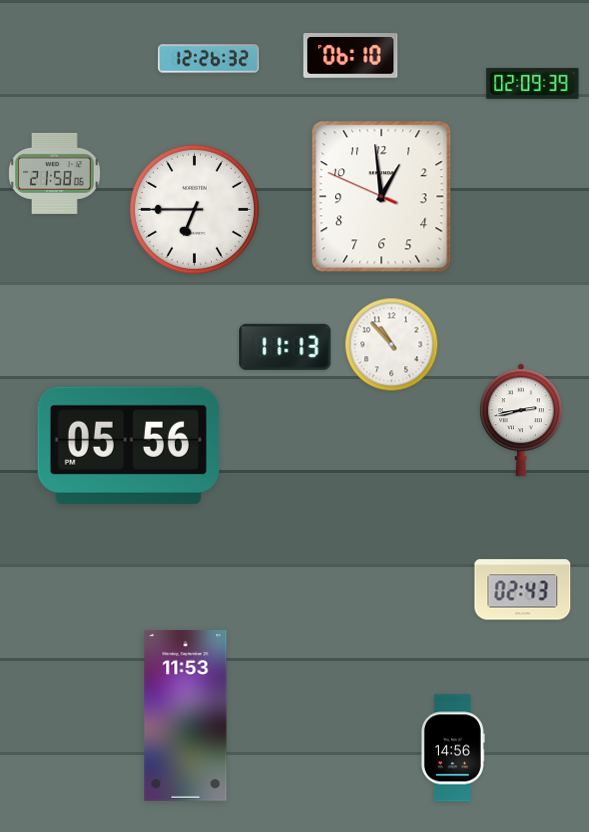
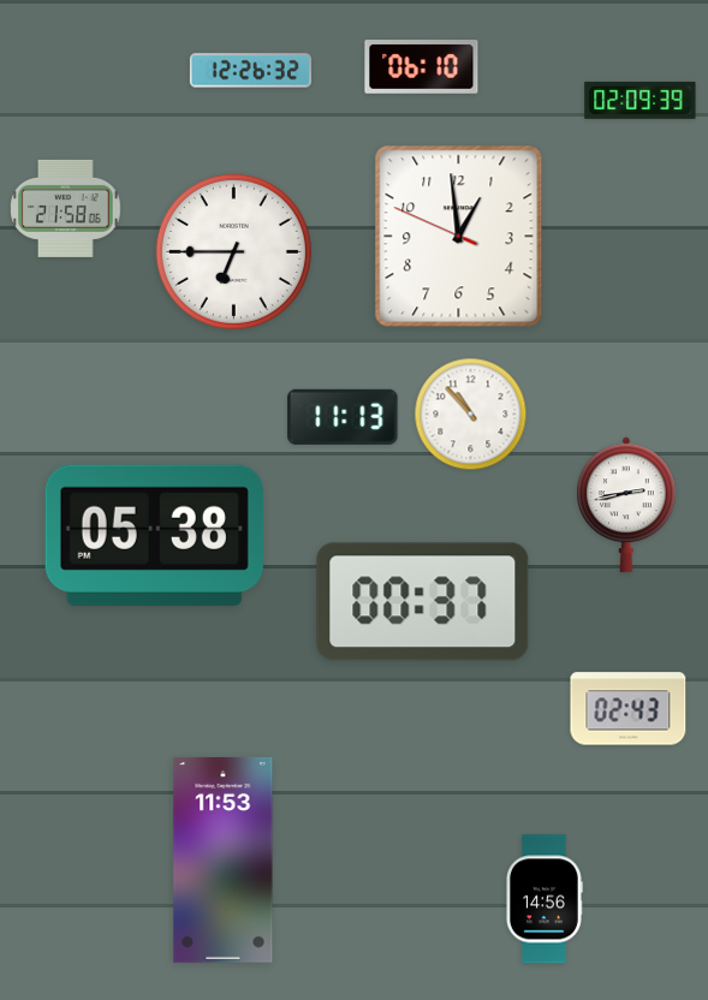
clock at (128, 445): 05:56 -> 05:38
clock at (423, 602): none -> 00:37
